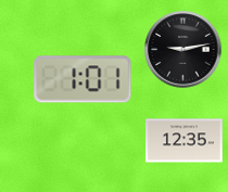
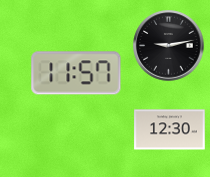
clock at (83, 79): 1:01 -> 11:57
clock at (185, 141): 12:35 -> 12:30
